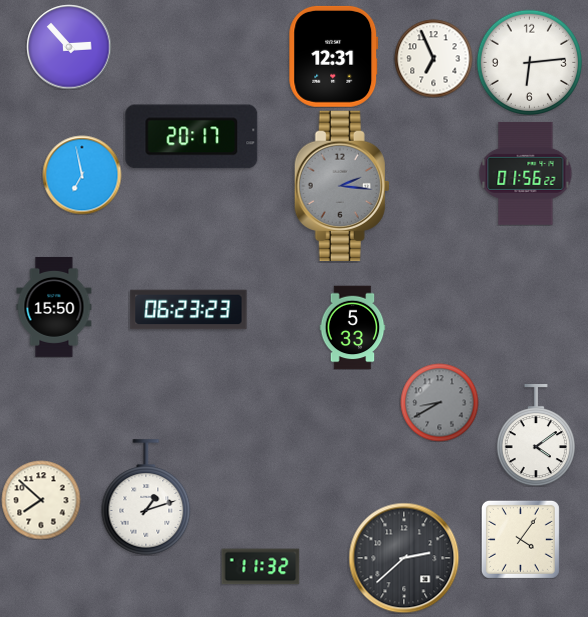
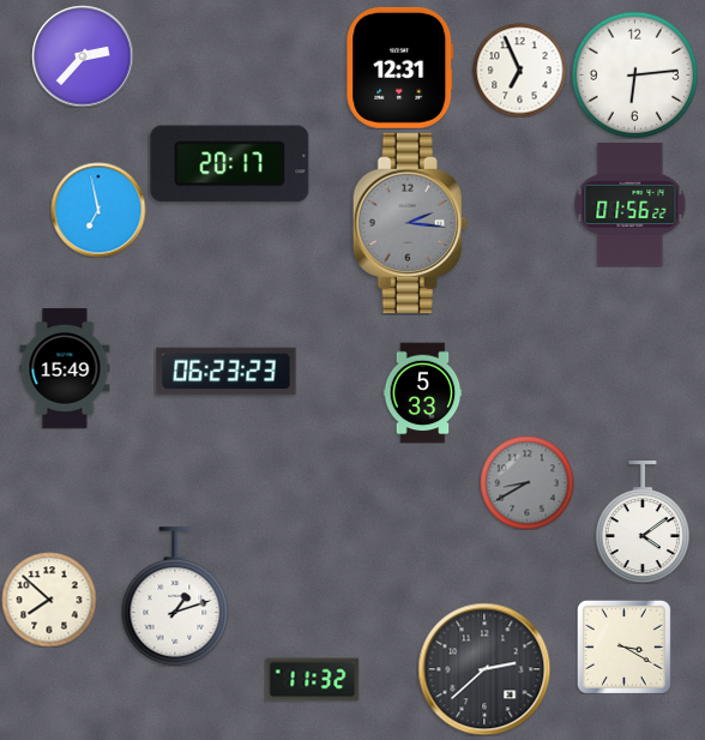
clock at (69, 47): 2:53 -> 2:37
clock at (526, 174) position: (526, 174) -> (631, 205)
clock at (54, 307): 15:50 -> 15:49
clock at (520, 539): 4:06 -> 3:20
